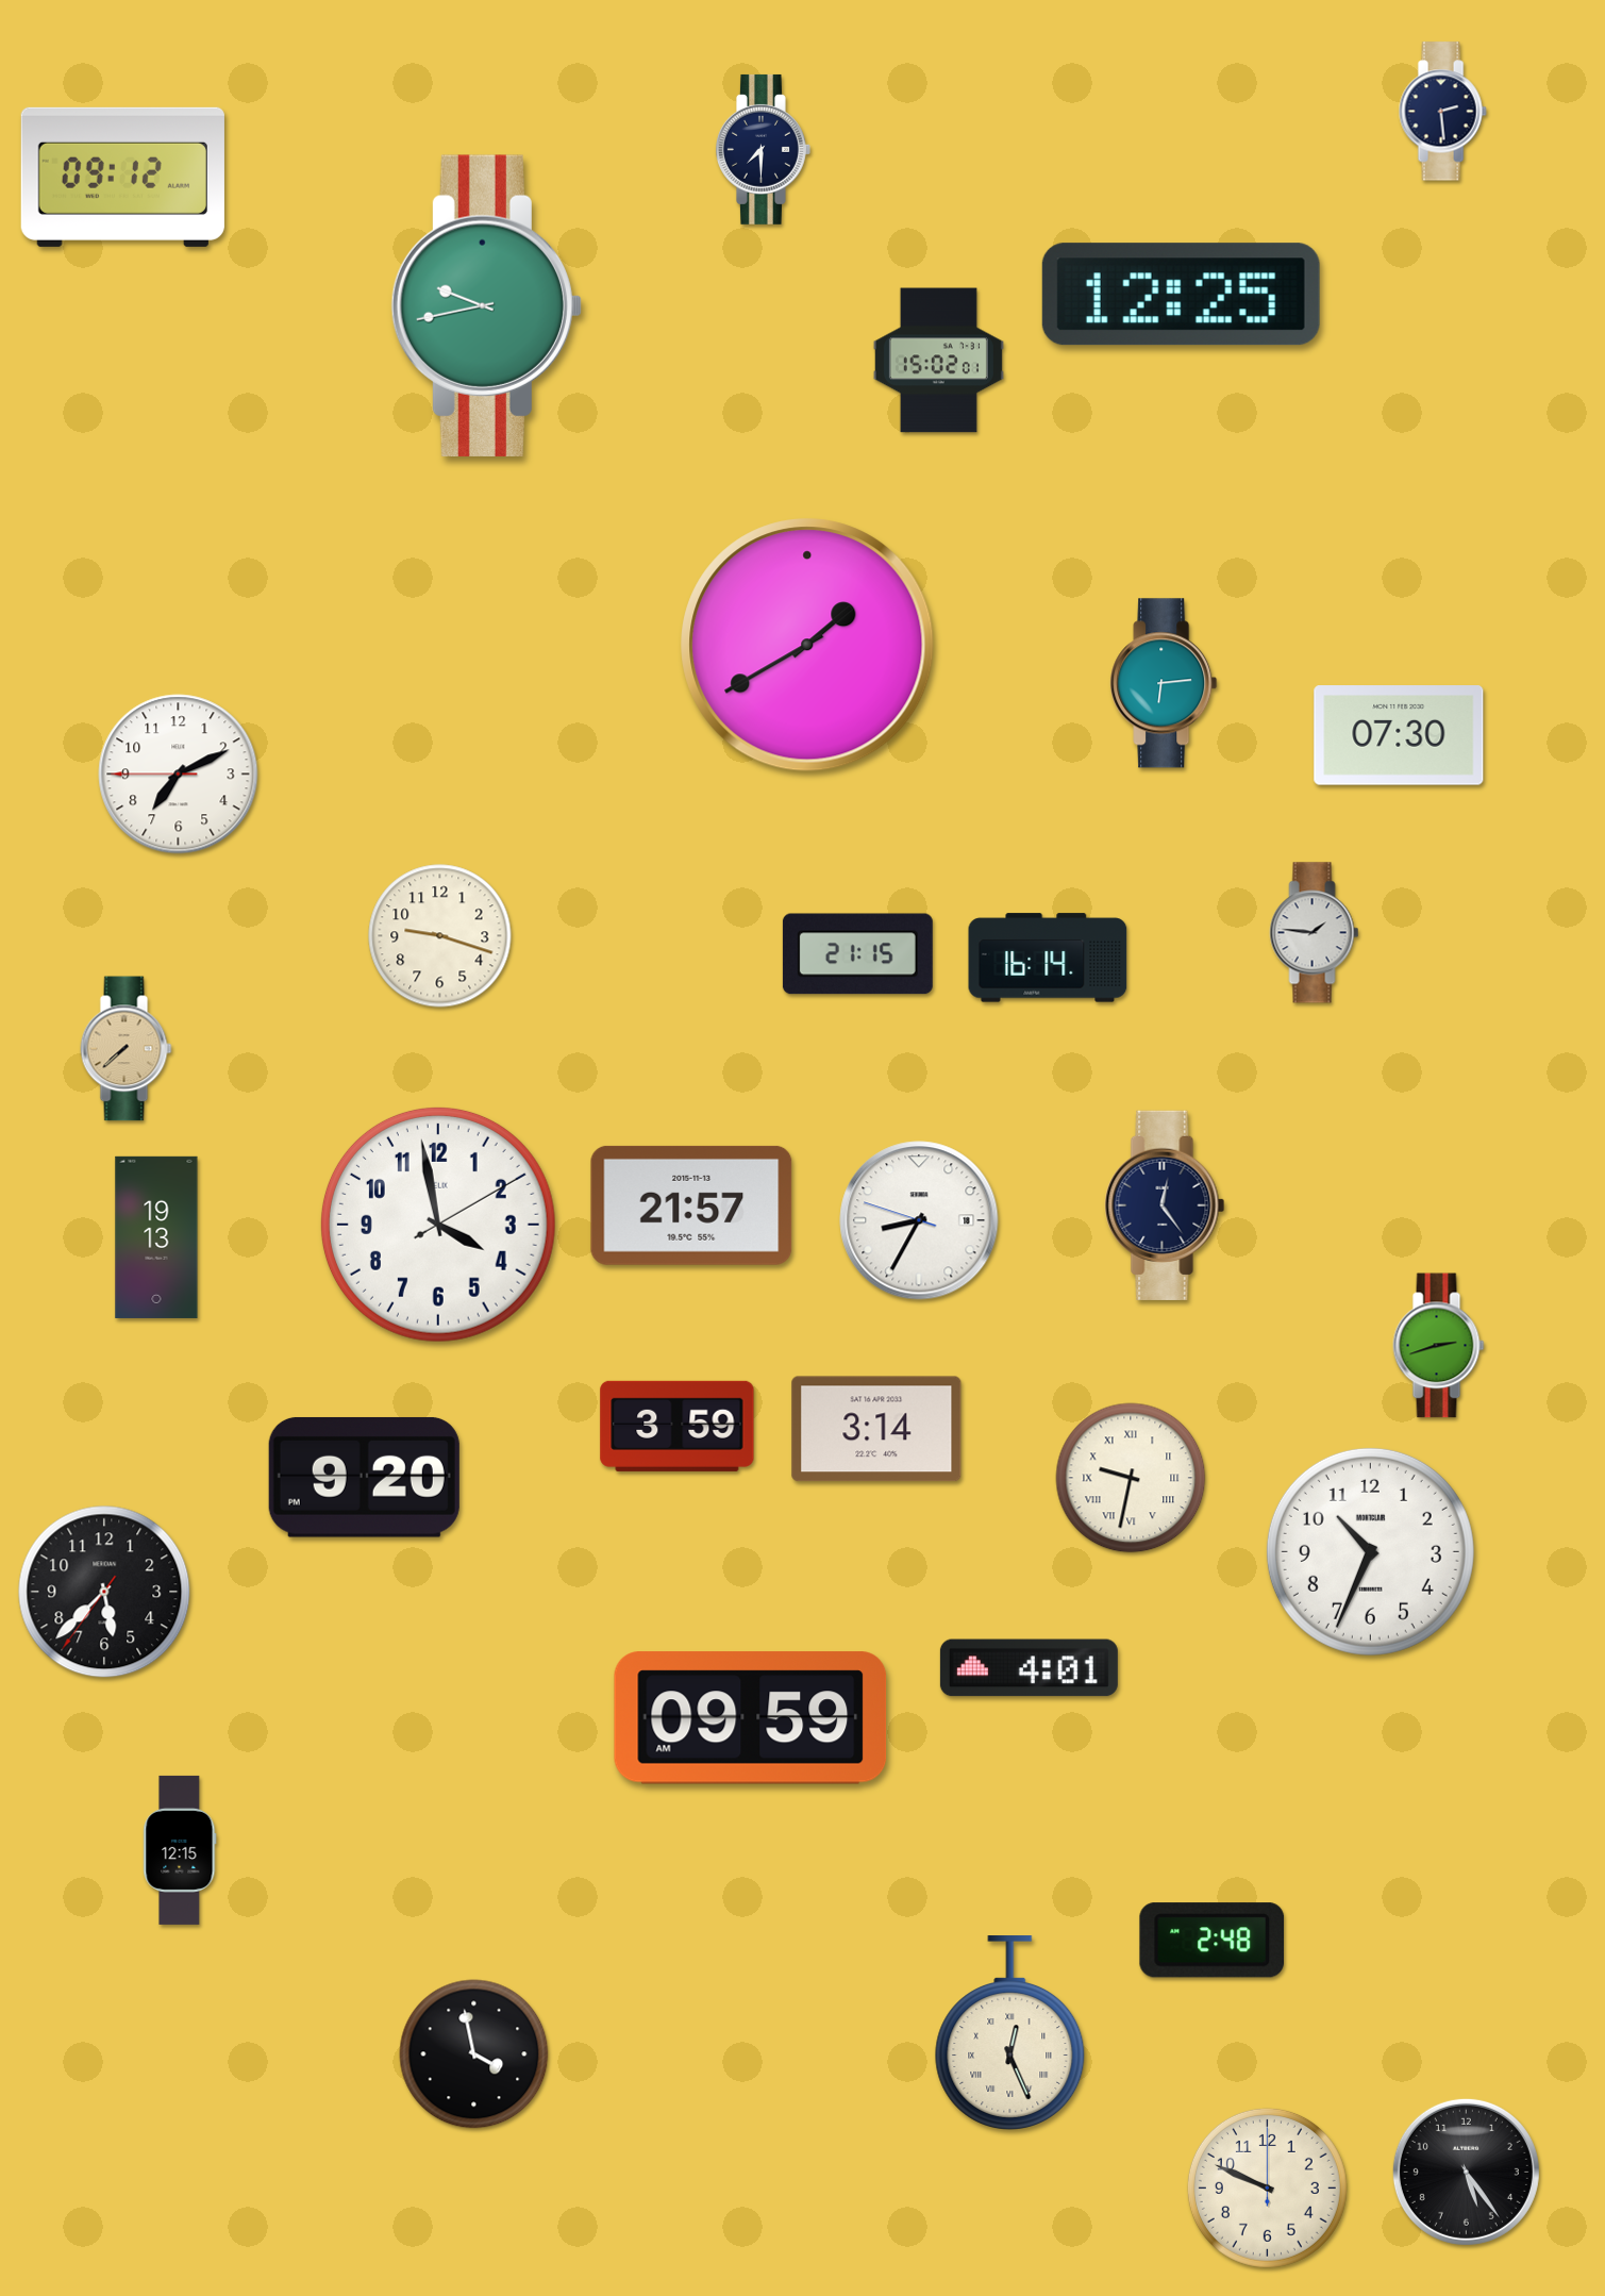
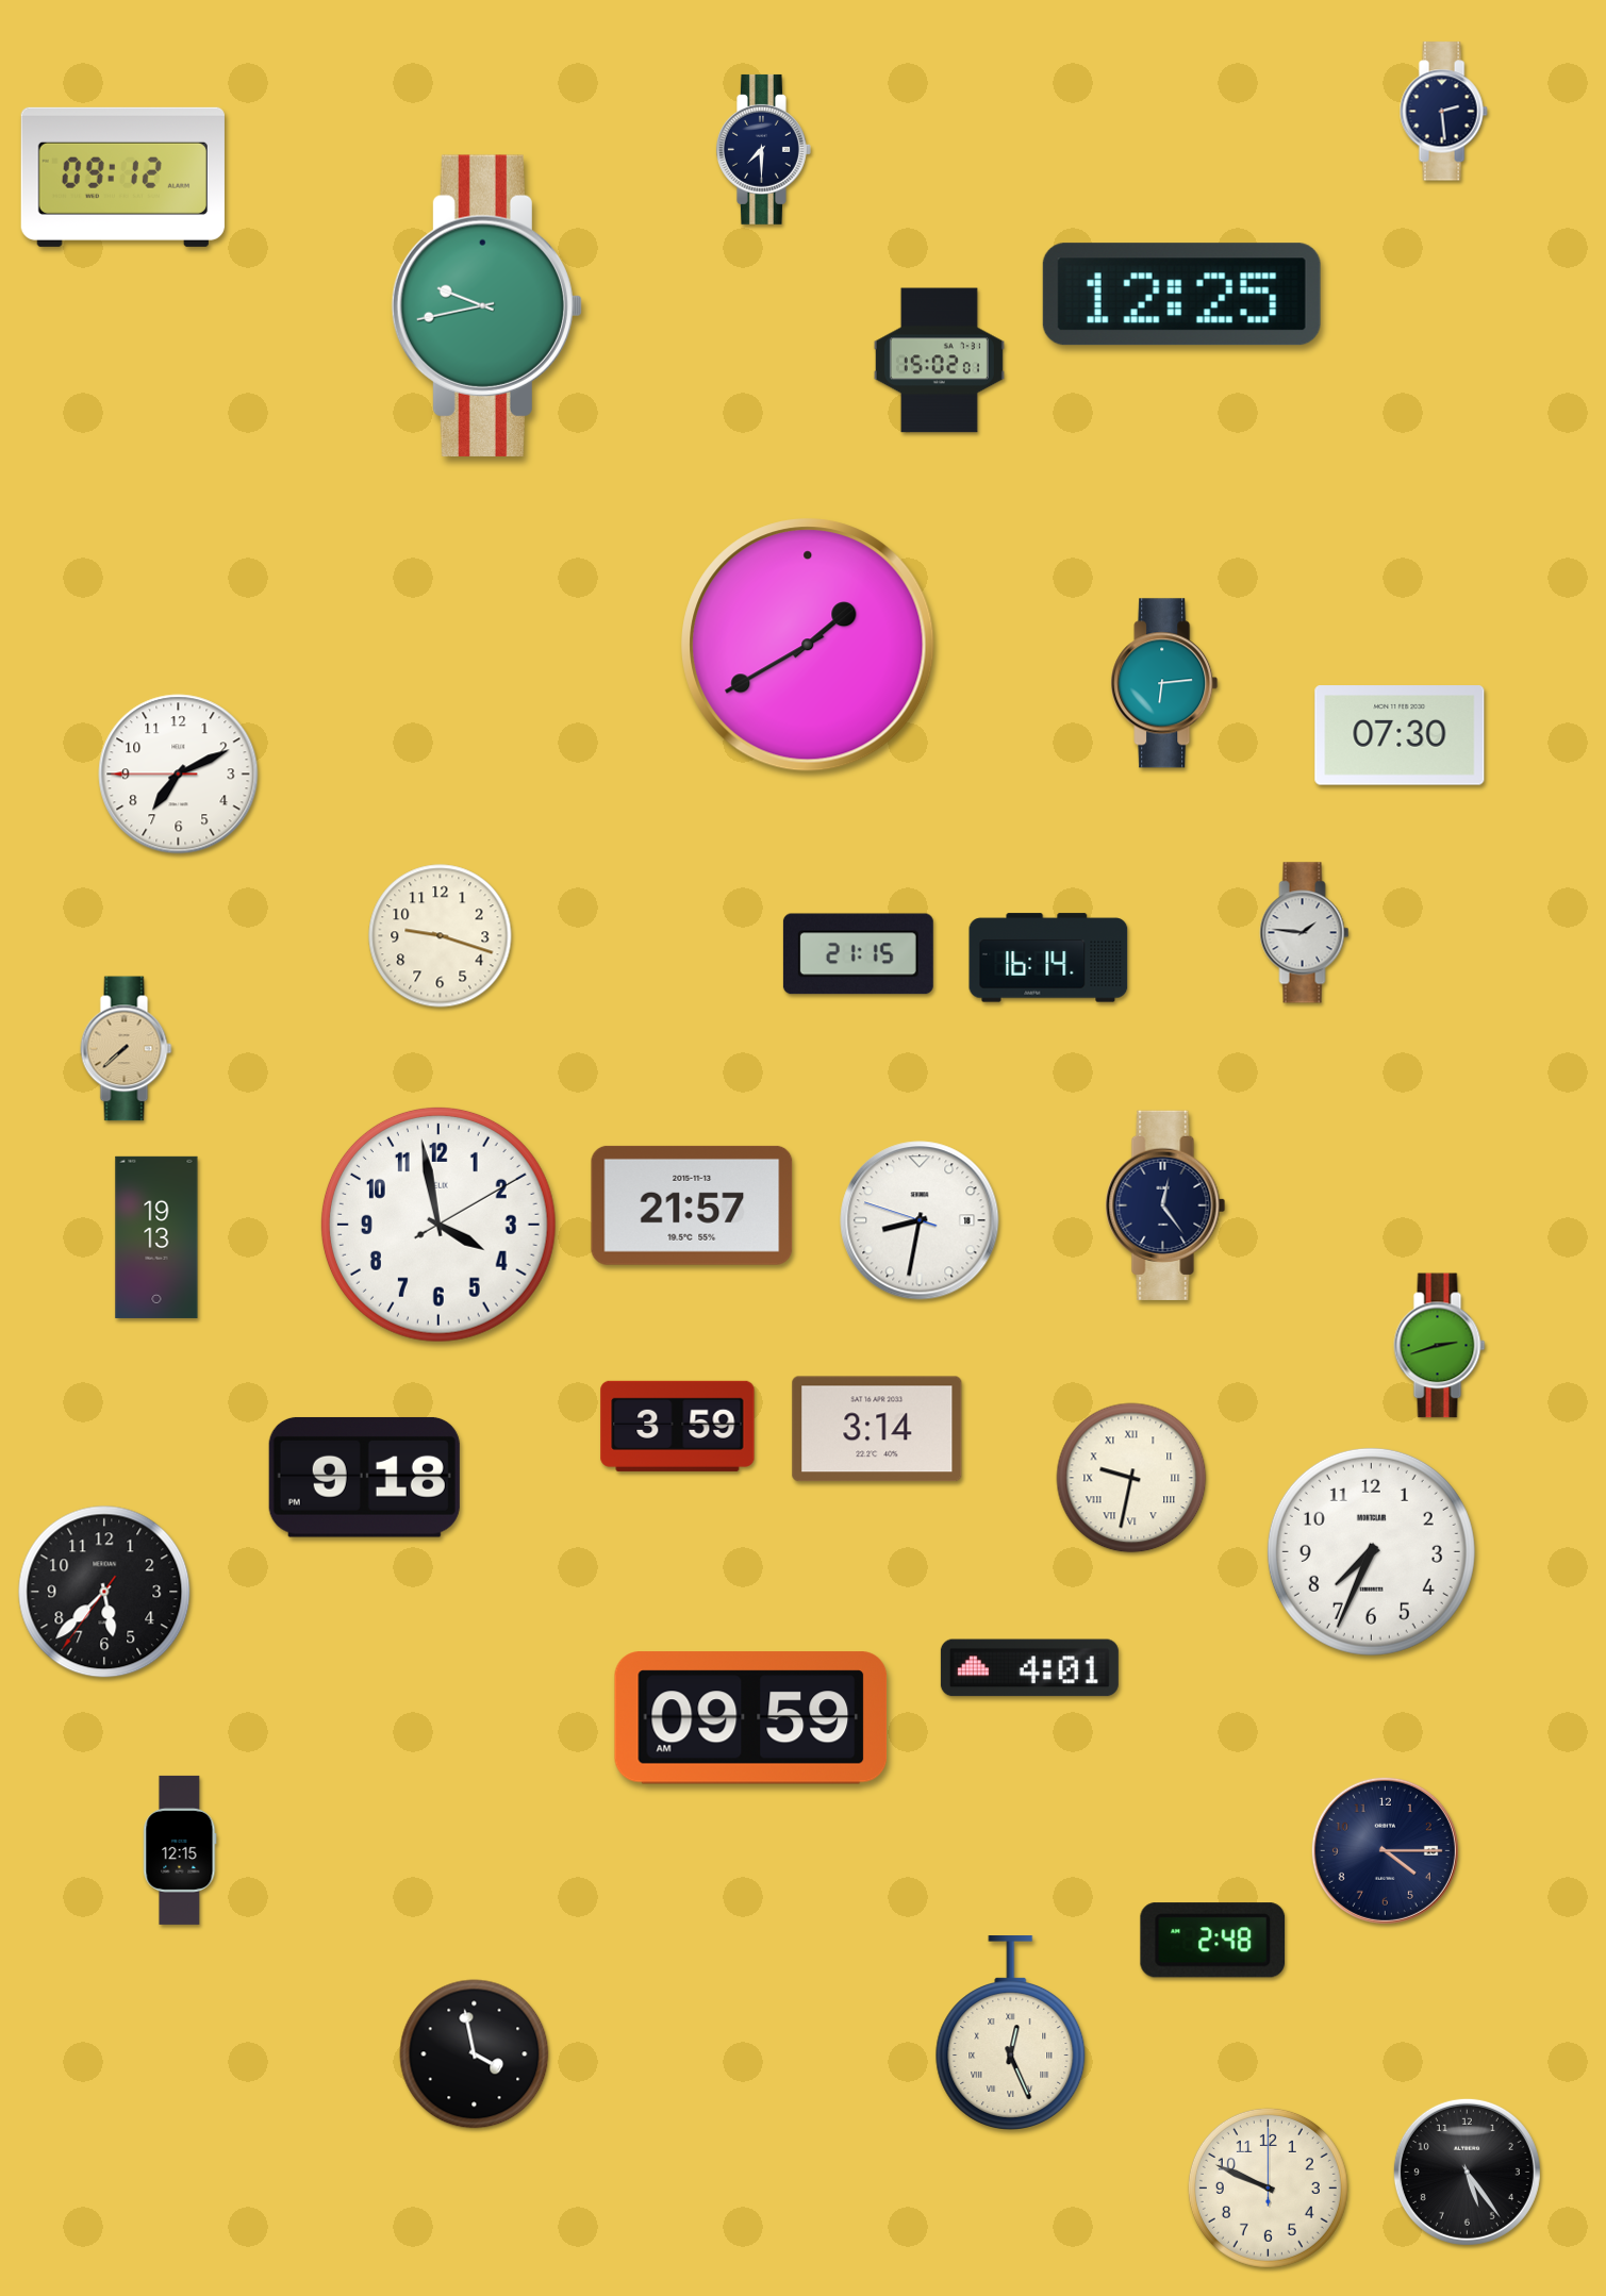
clock at (1315, 933) position: (1315, 933) -> (1305, 933)
clock at (919, 1220): 8:34 -> 8:31
clock at (364, 1477): 9:20 -> 9:18
clock at (1370, 1551): 10:34 -> 7:34
clock at (1385, 1850): none -> 4:15
